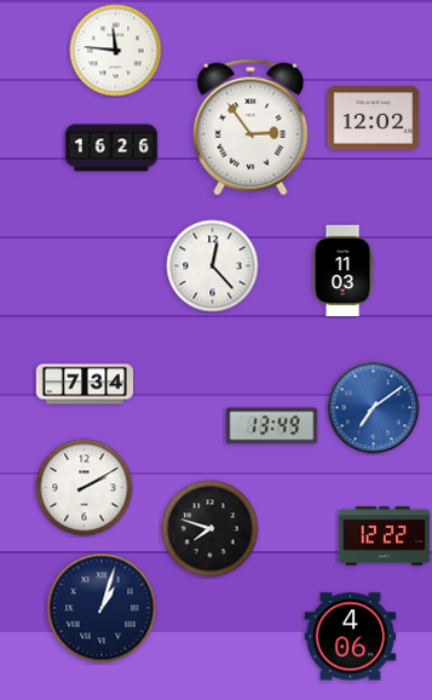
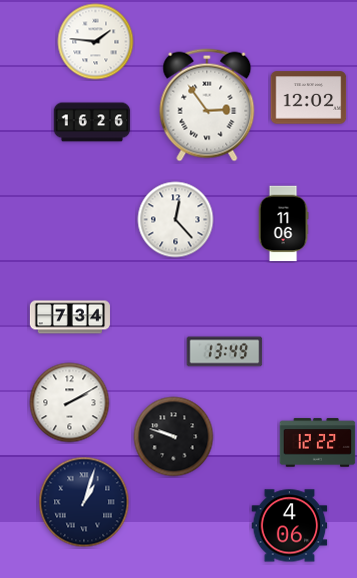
clock at (116, 51): 11:46 -> 1:46
clock at (342, 271): 11:03 -> 11:06
clock at (374, 408): 7:09 -> none
clock at (211, 529): 7:48 -> 9:48
